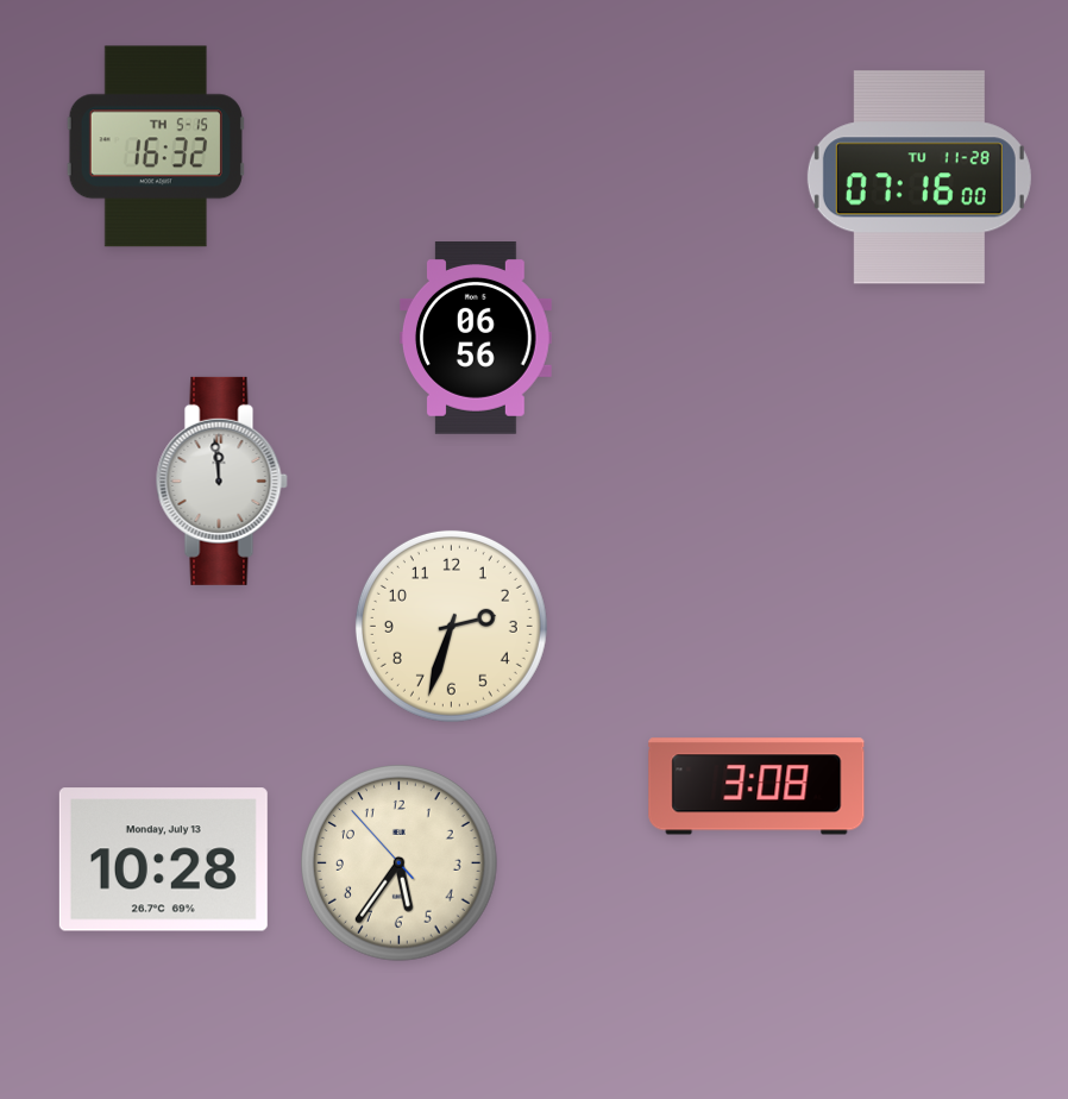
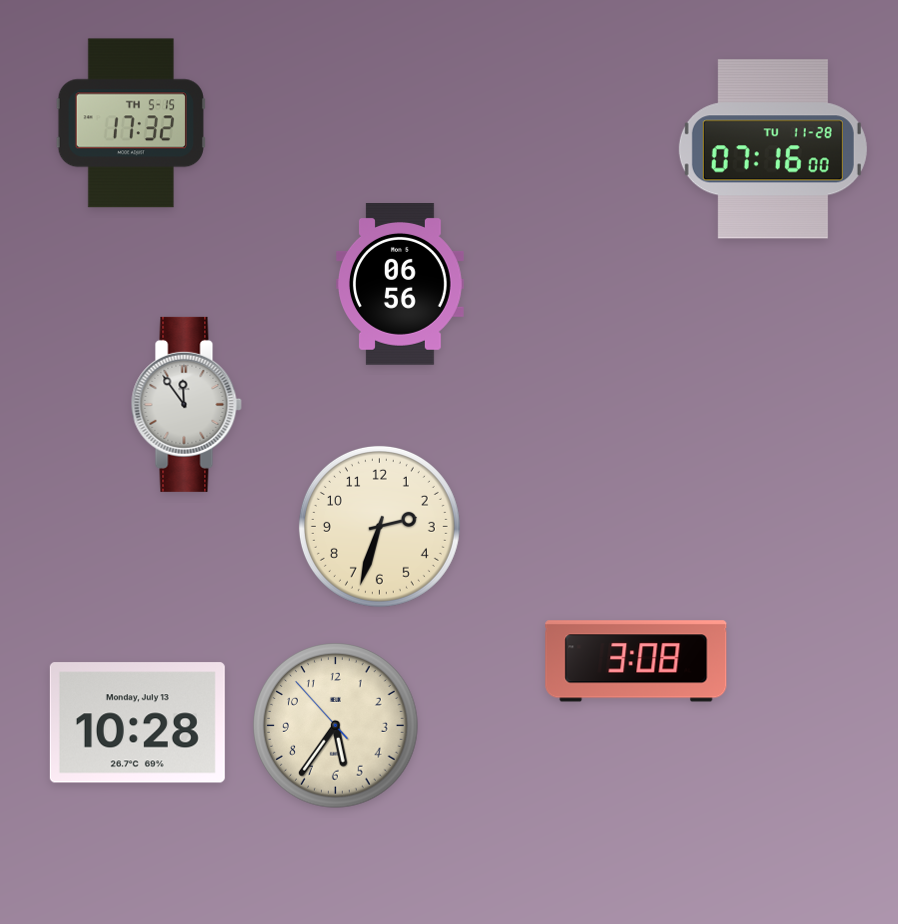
clock at (156, 146): 16:32 -> 17:32
clock at (221, 481): 11:59 -> 11:54
